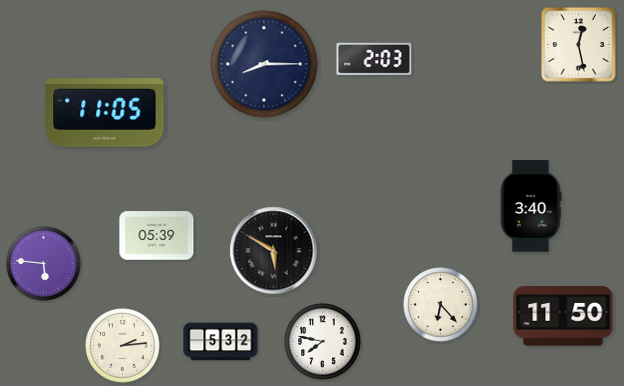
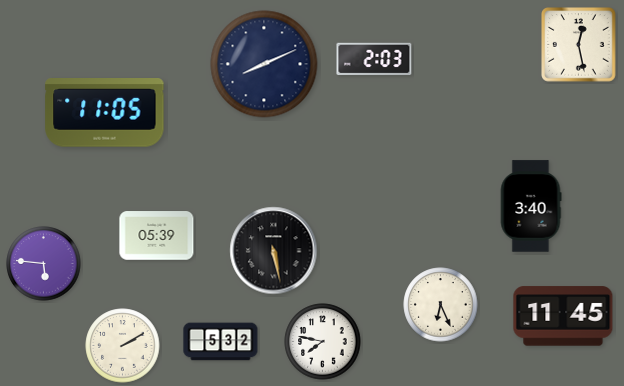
clock at (264, 64): 8:15 -> 8:11
clock at (274, 251): 5:50 -> 5:28
clock at (441, 305): 6:23 -> 6:26
clock at (563, 316): 11:50 -> 11:45
clock at (123, 346): 2:14 -> 2:10
